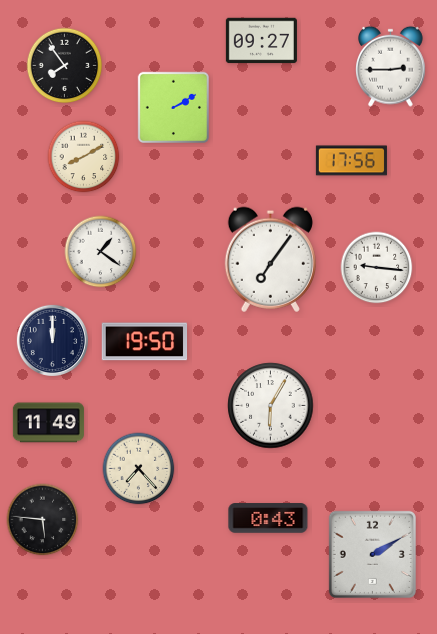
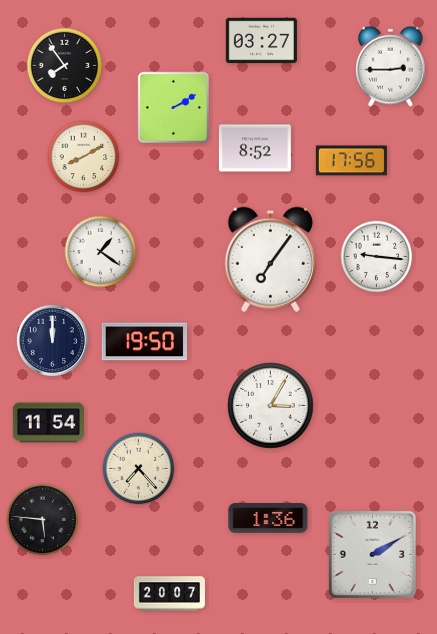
clock at (261, 41): 09:27 -> 03:27
clock at (255, 148): none -> 8:52
clock at (377, 268) position: (377, 268) -> (377, 257)
clock at (271, 406): 6:05 -> 3:05
clock at (48, 423): 11:49 -> 11:54
clock at (268, 518): 0:43 -> 1:36
clock at (169, 594): none -> 20:07
